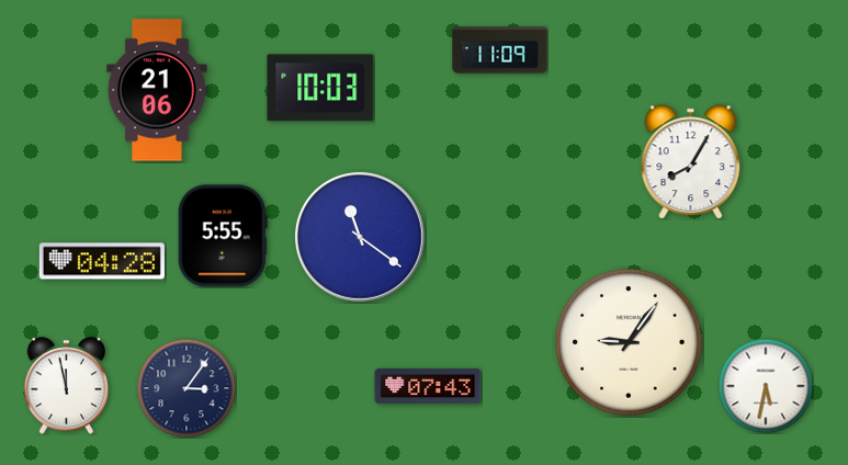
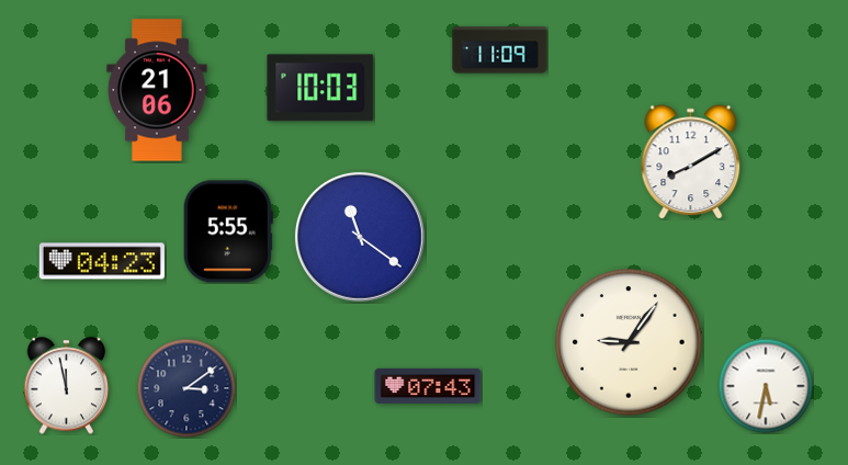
clock at (691, 162): 8:05 -> 8:10
clock at (223, 236) position: (223, 236) -> (228, 231)
clock at (102, 261): 04:28 -> 04:23
clock at (186, 388): 3:06 -> 3:09
